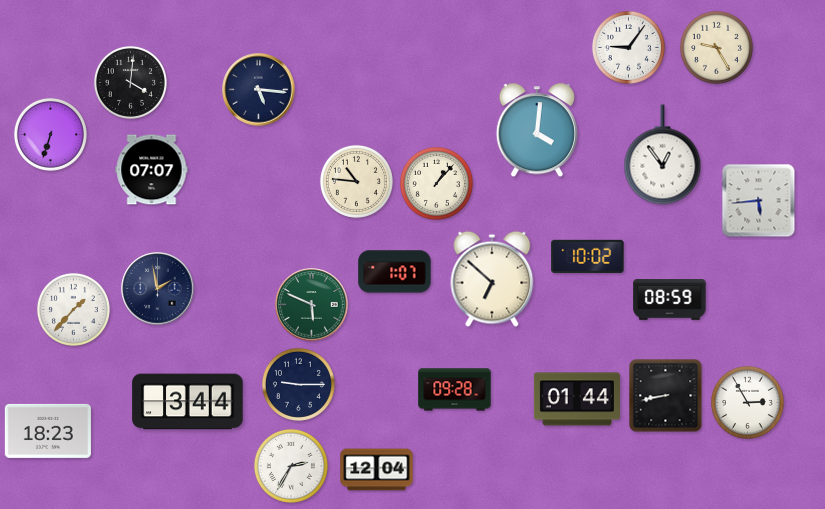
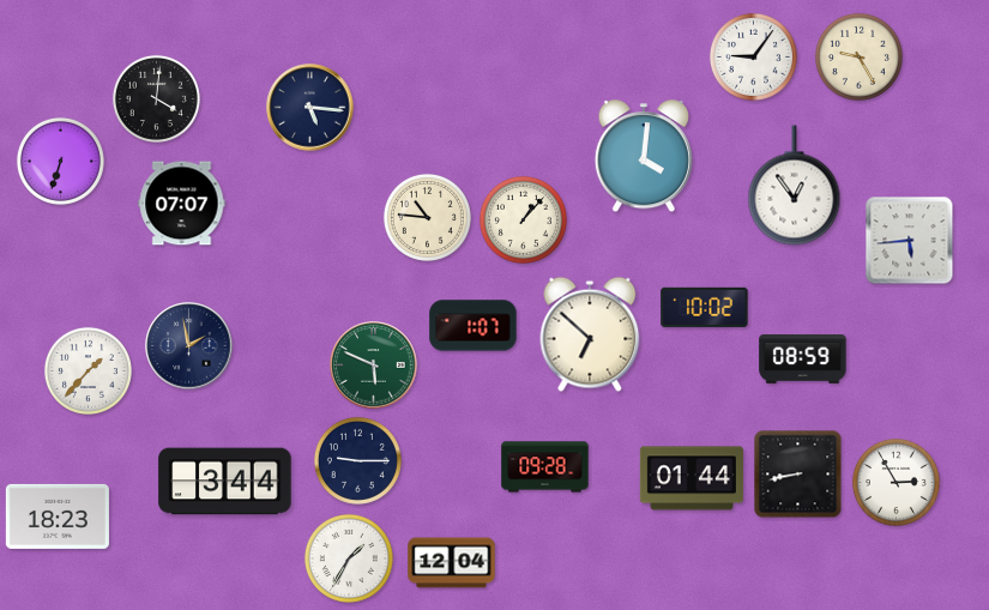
clock at (291, 466): 2:35 -> 1:35
